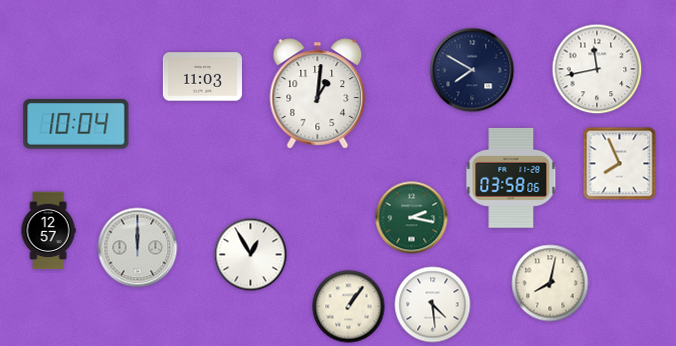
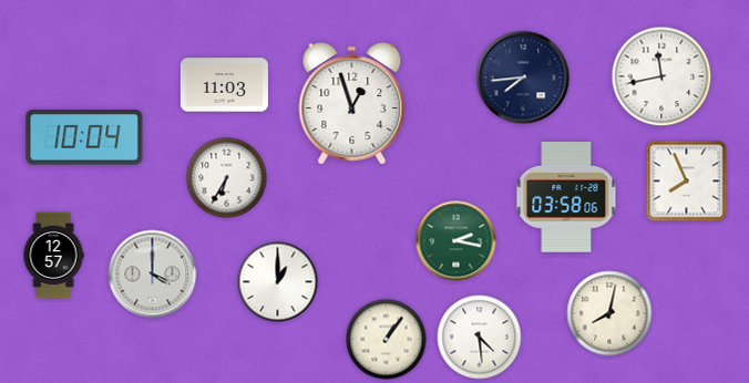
clock at (472, 70): 7:50 -> 7:44
clock at (318, 94): 1:01 -> 12:57
clock at (227, 178): none -> 6:35
clock at (138, 248): 12:00 -> 4:00
clock at (251, 255): 12:55 -> 1:00
